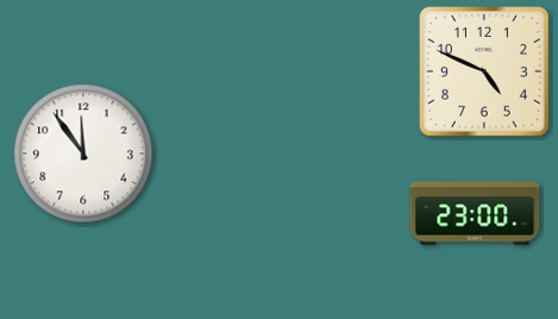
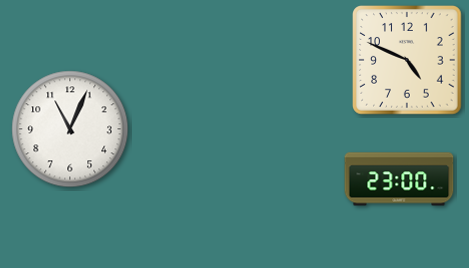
clock at (83, 154): 11:54 -> 11:04
